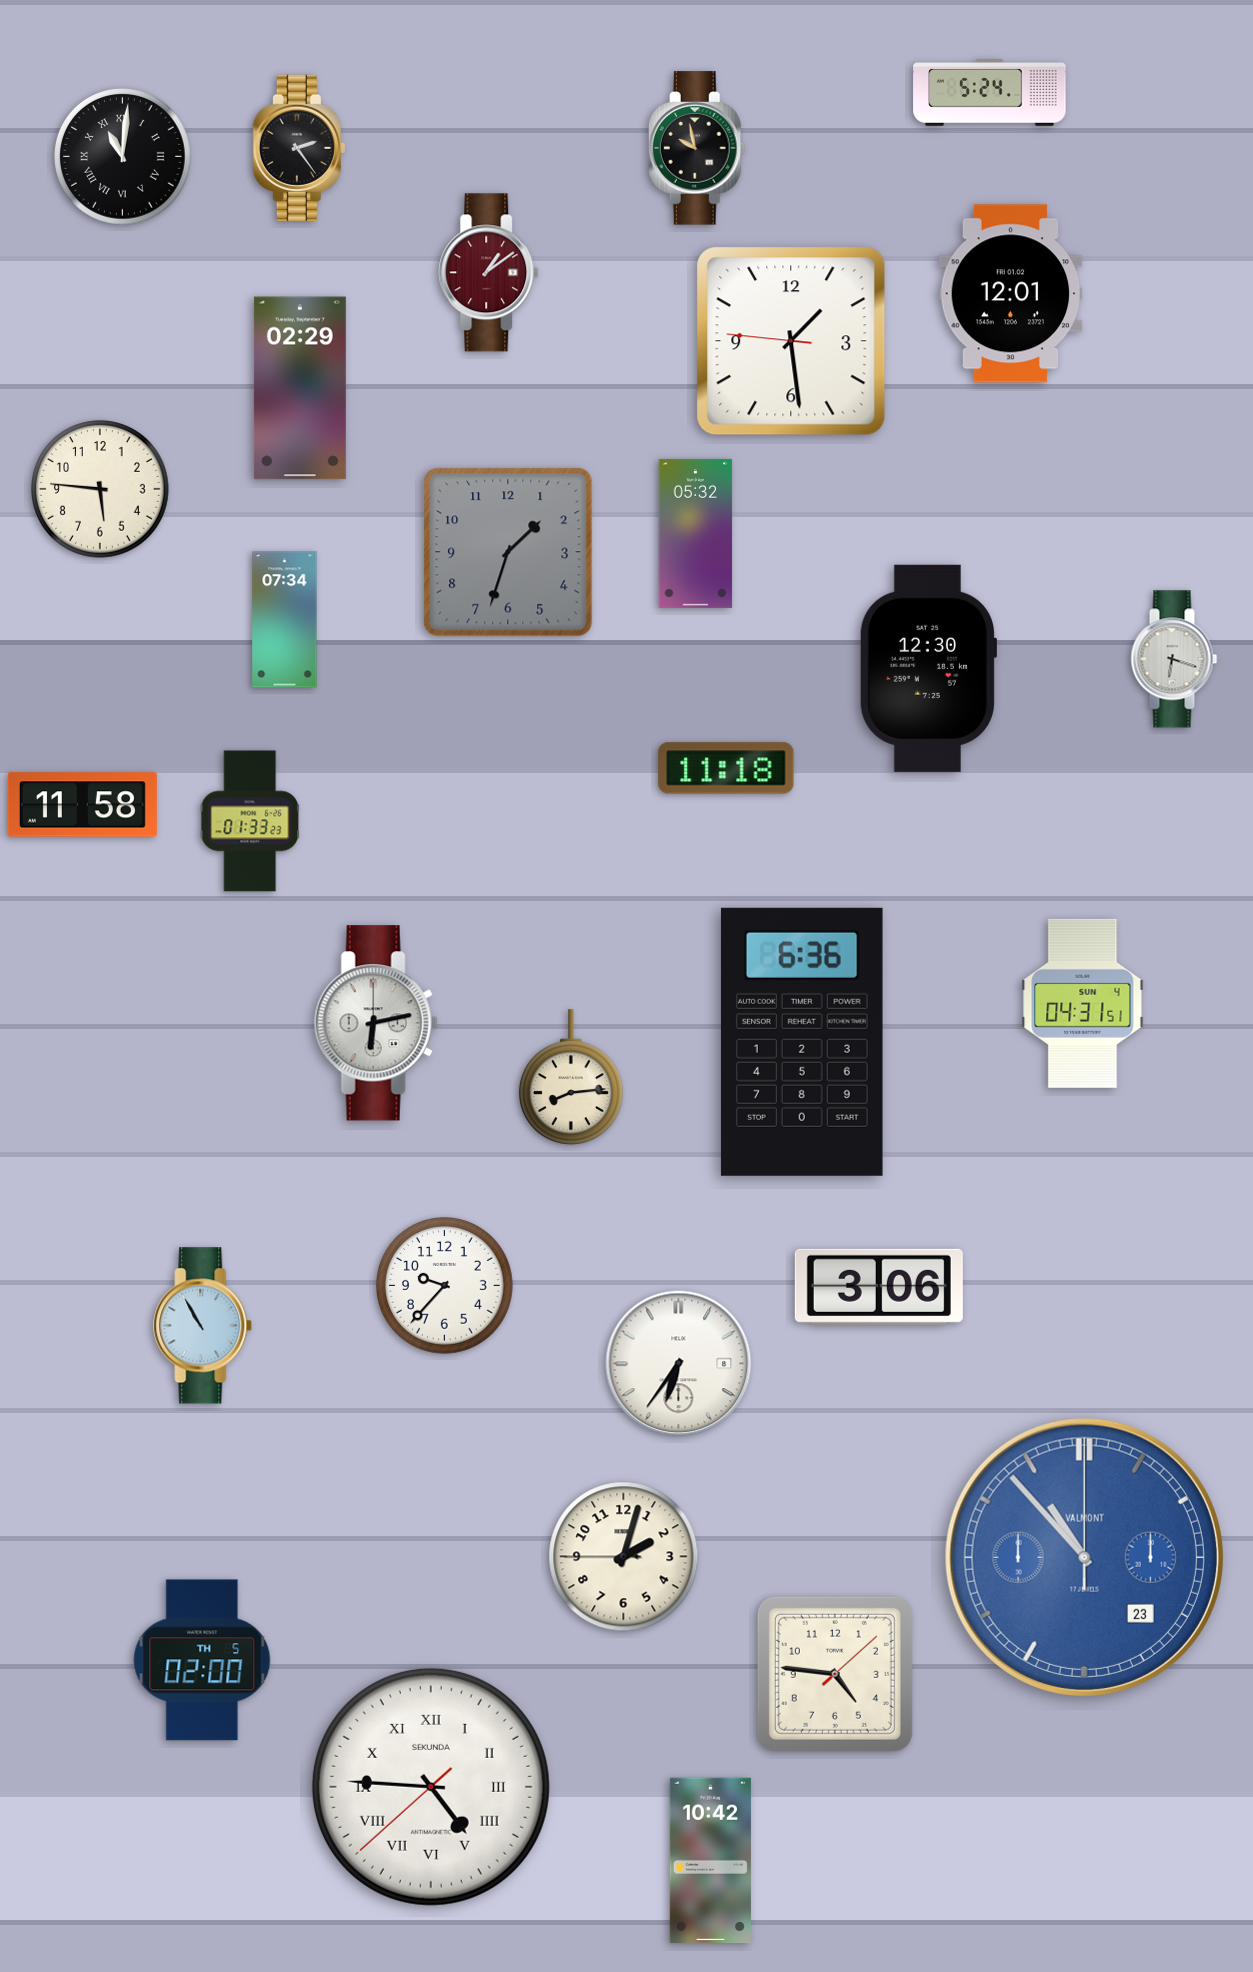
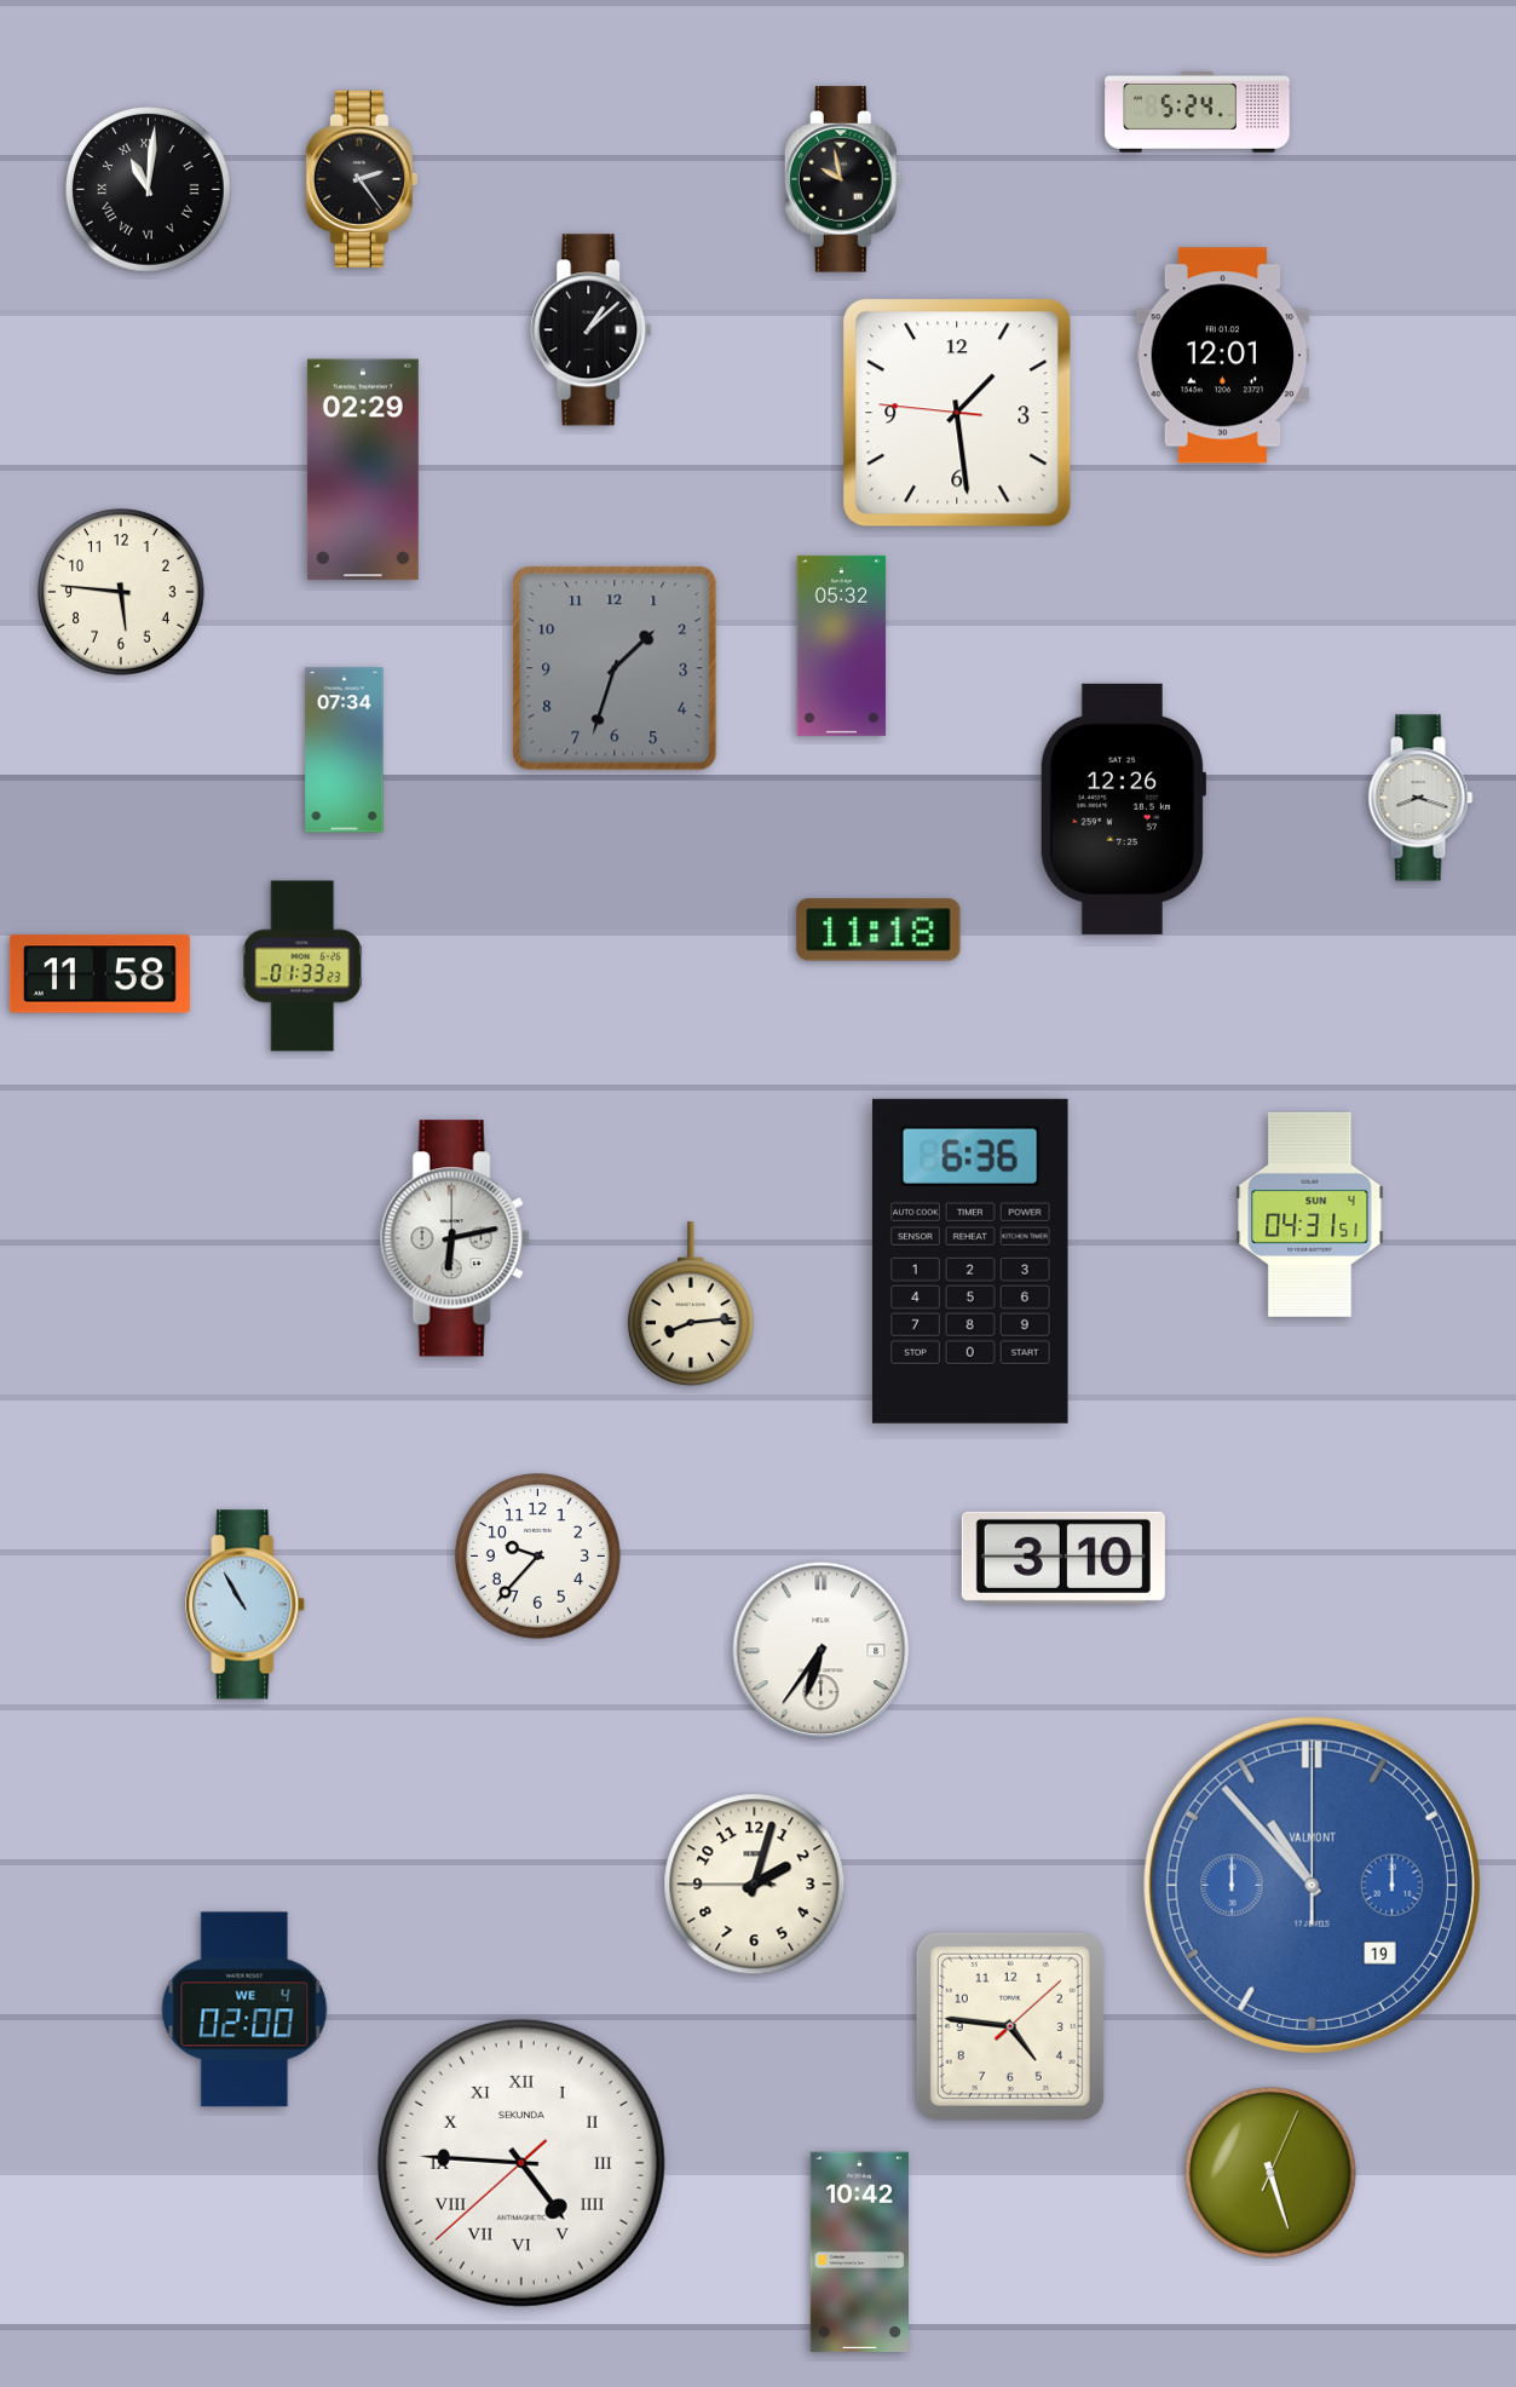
clock at (489, 273): 1:09 -> 1:08
clock at (489, 273) dial: burgundy -> black
clock at (1174, 659): 6:18 -> 8:18
clock at (927, 668): 12:30 -> 12:26
clock at (250, 821) position: (250, 821) -> (302, 966)
clock at (879, 1287): 3:06 -> 3:10
clock at (1084, 1557) date: 23 -> 19
clock at (202, 1660) date: TH 5 -> WE 4
clock at (1270, 2173): none -> 5:27
